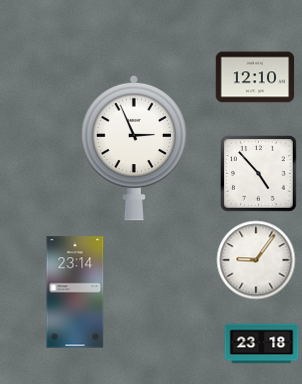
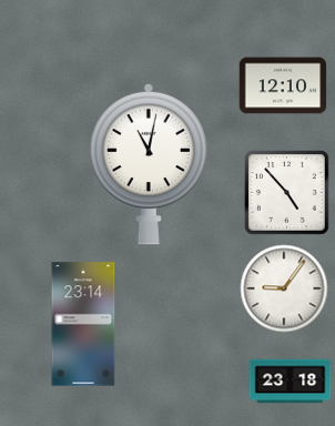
clock at (133, 148): 2:56 -> 11:02
